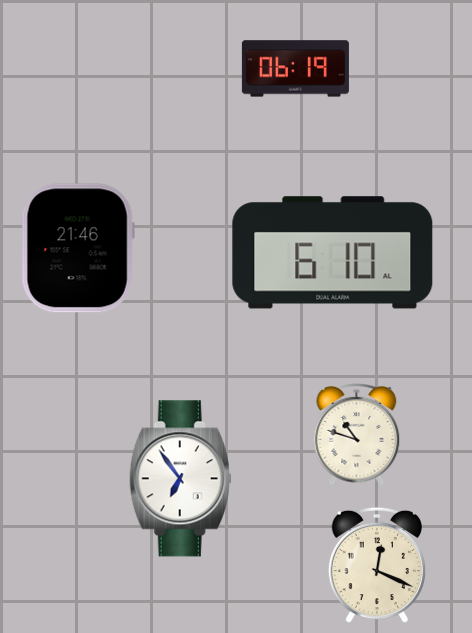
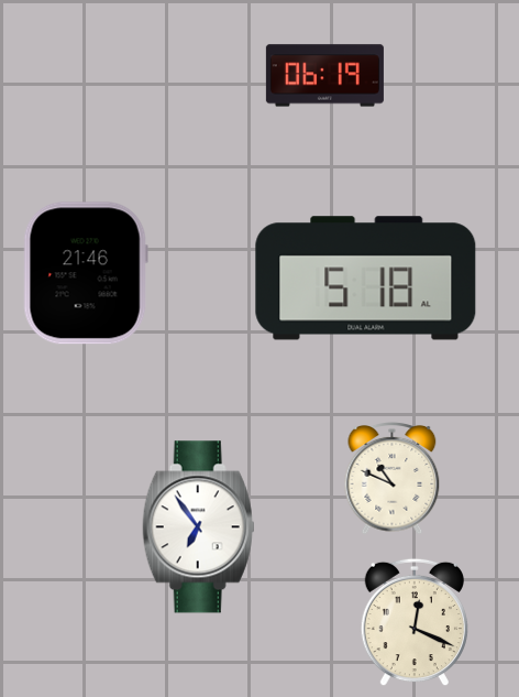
clock at (333, 253): 6:10 -> 5:18
clock at (357, 435): 10:48 -> 10:49
